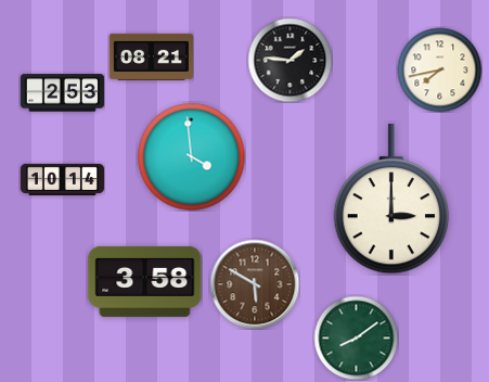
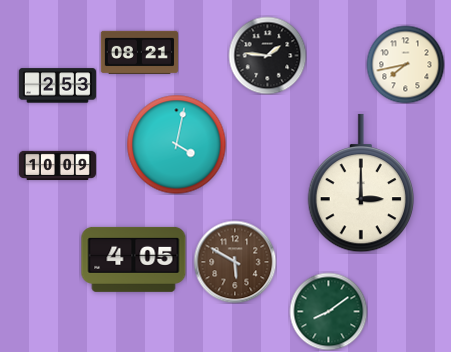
clock at (192, 157): 3:59 -> 4:02
clock at (62, 179): 10:14 -> 10:09
clock at (145, 281): 3:58 -> 4:05
